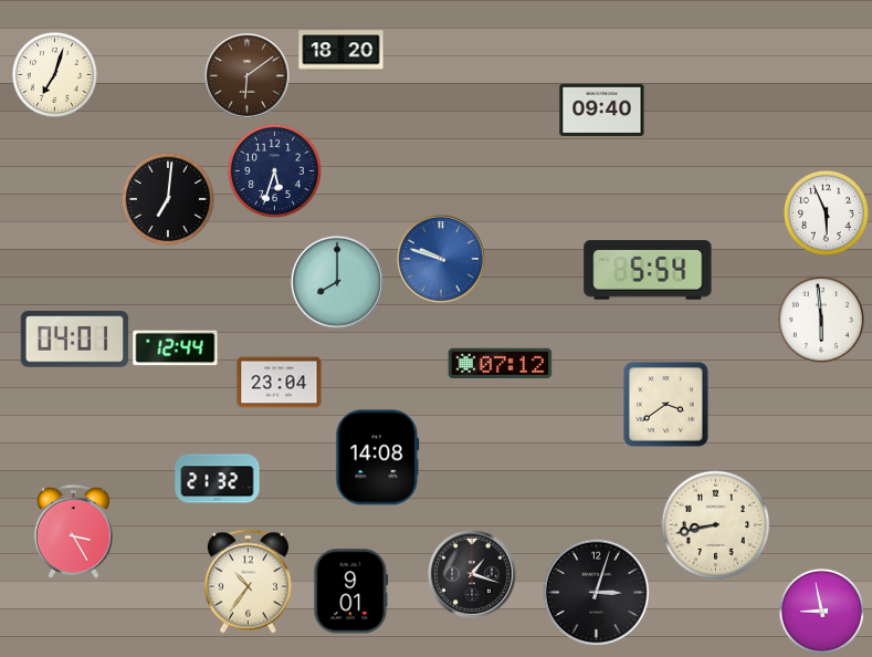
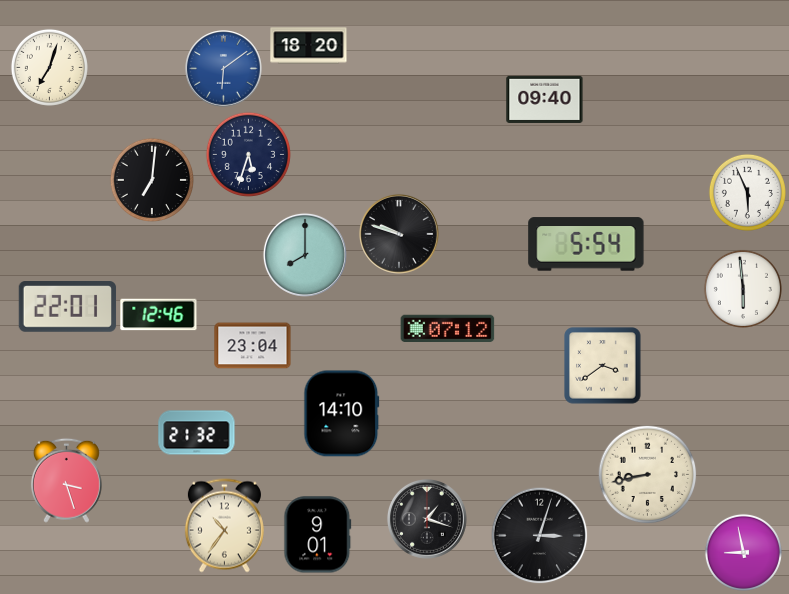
clock at (248, 76) dial: brown -> blue
clock at (441, 259) dial: blue -> black
clock at (75, 340): 04:01 -> 22:01
clock at (176, 348): 12:44 -> 12:46
clock at (501, 364) position: (501, 364) -> (448, 329)
clock at (378, 458): 14:08 -> 14:10
clock at (73, 531): 3:25 -> 3:27
